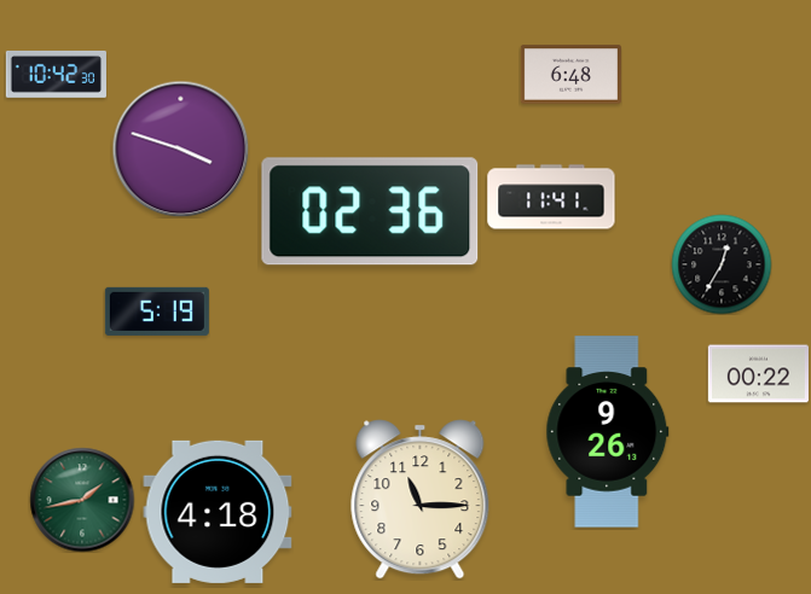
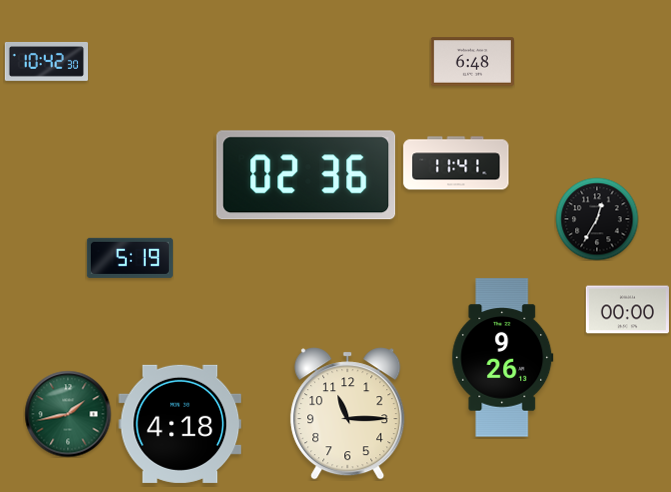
clock at (180, 148): 3:48 -> none
clock at (758, 374): 00:22 -> 00:00
